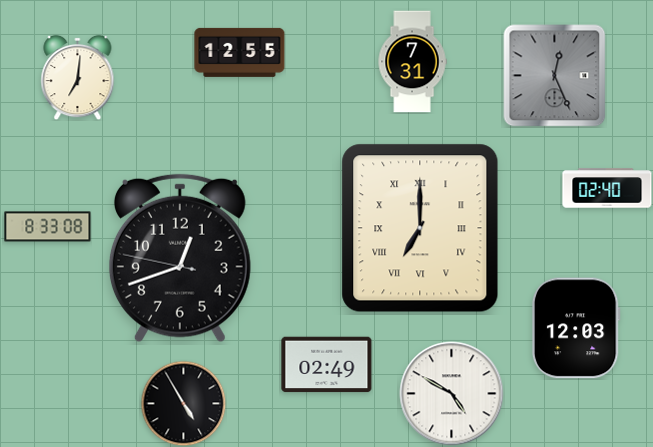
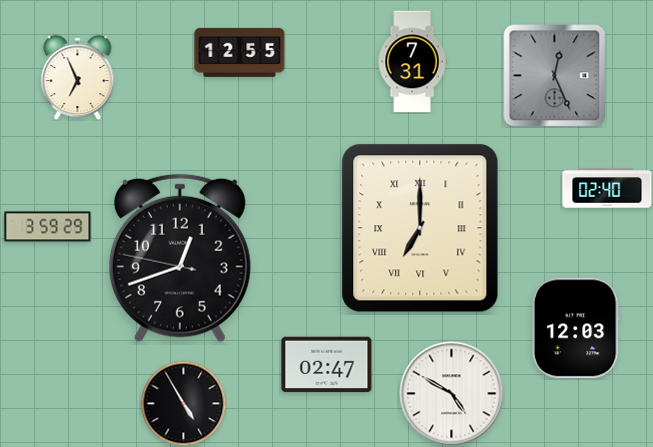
clock at (78, 77): 7:01 -> 6:56
clock at (48, 227): 8:33 -> 3:59
clock at (327, 365): 02:49 -> 02:47
